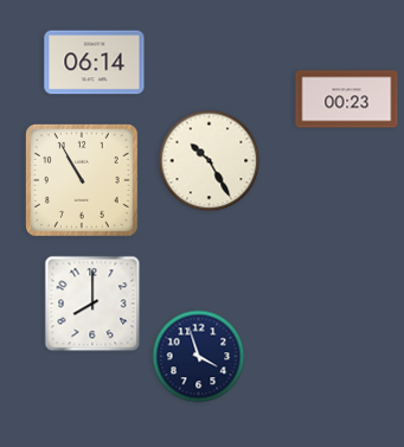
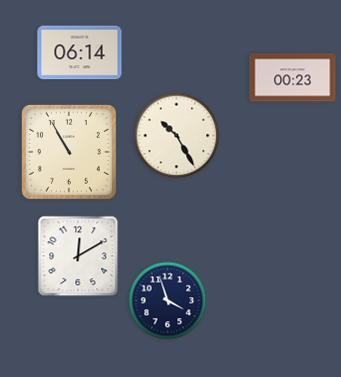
clock at (347, 100) position: (347, 100) -> (293, 78)
clock at (92, 304): 8:00 -> 12:10
